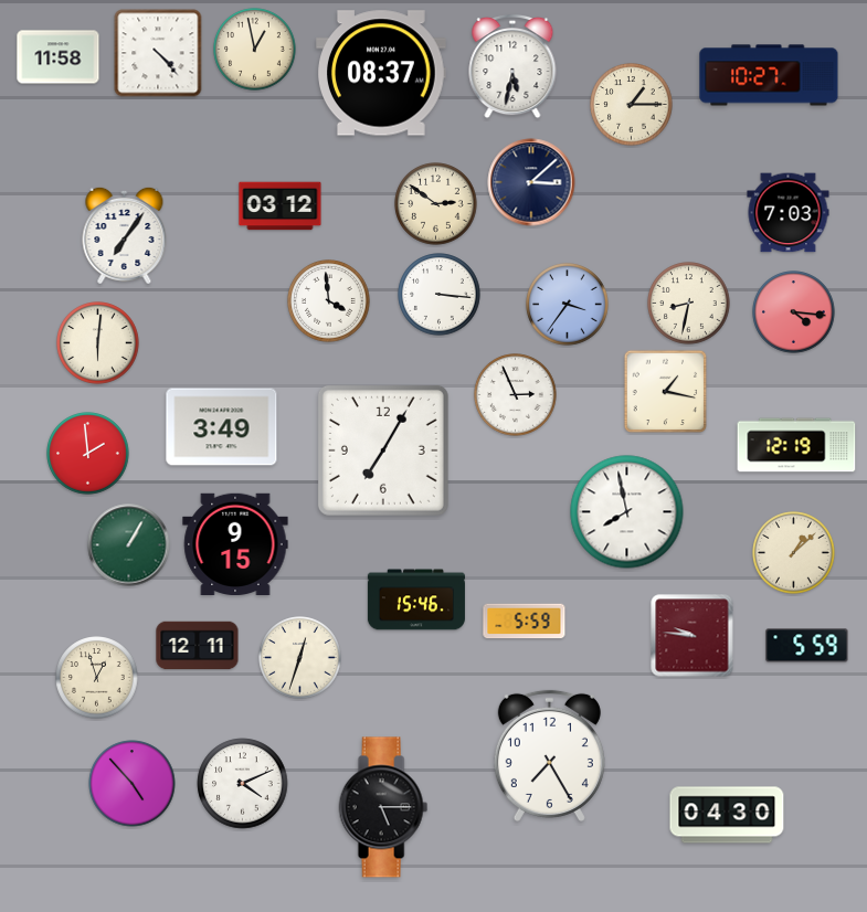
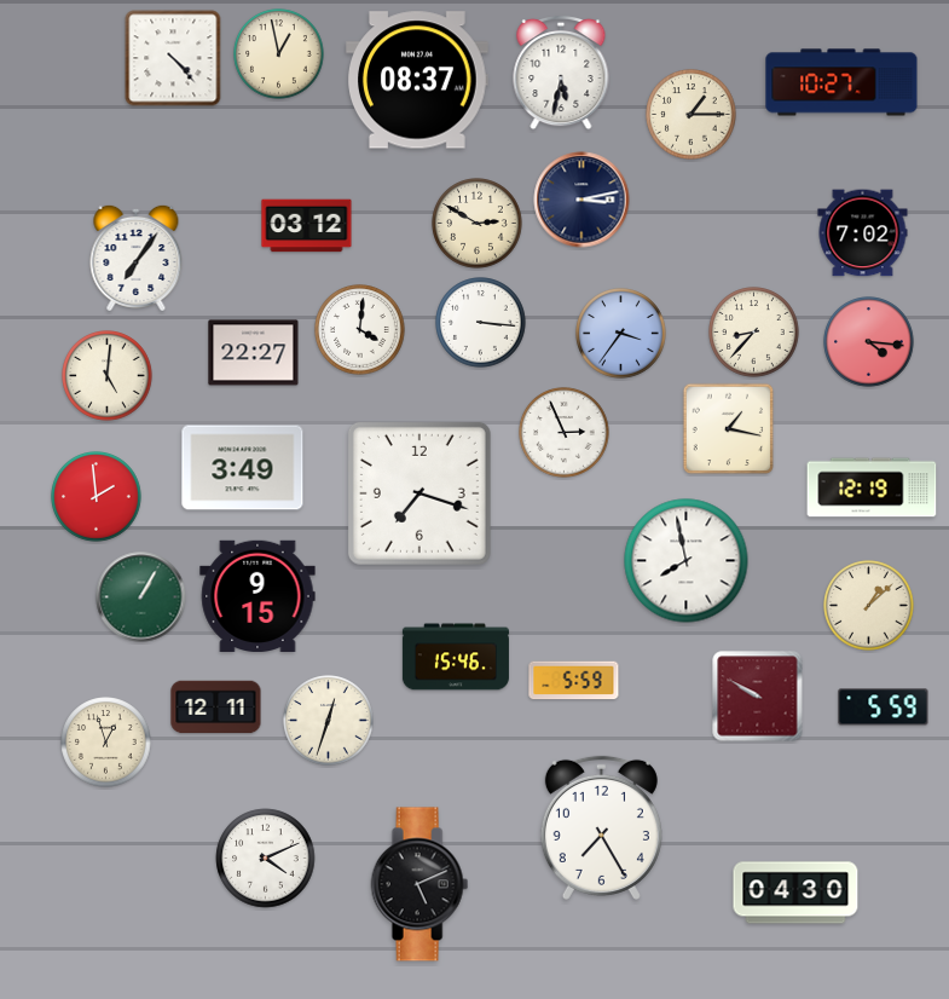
clock at (59, 57): 11:58 -> none
clock at (531, 182): 3:08 -> 3:13
clock at (436, 204): 2:51 -> 2:50
clock at (789, 213): 7:03 -> 7:02
clock at (329, 301): 3:59 -> 4:01
clock at (689, 304): 8:32 -> 8:37
clock at (254, 353): none -> 22:27
clock at (98, 343): 6:01 -> 5:01
clock at (383, 450): 7:05 -> 7:18
clock at (692, 636): 9:46 -> 9:50
clock at (133, 784): 4:53 -> none
clock at (383, 807): 5:15 -> 5:11
